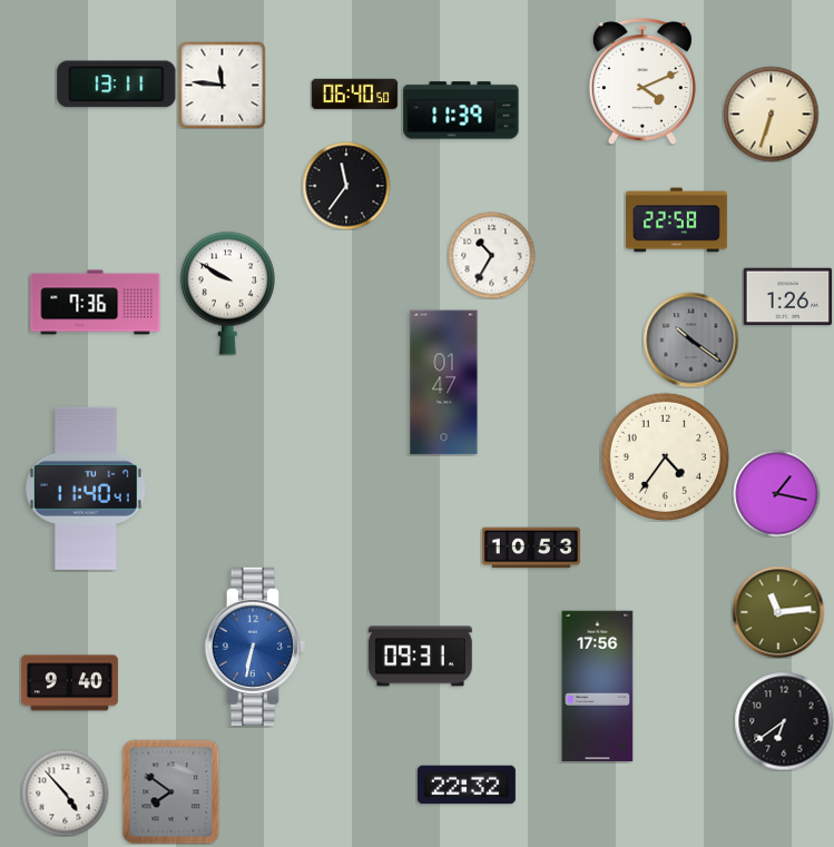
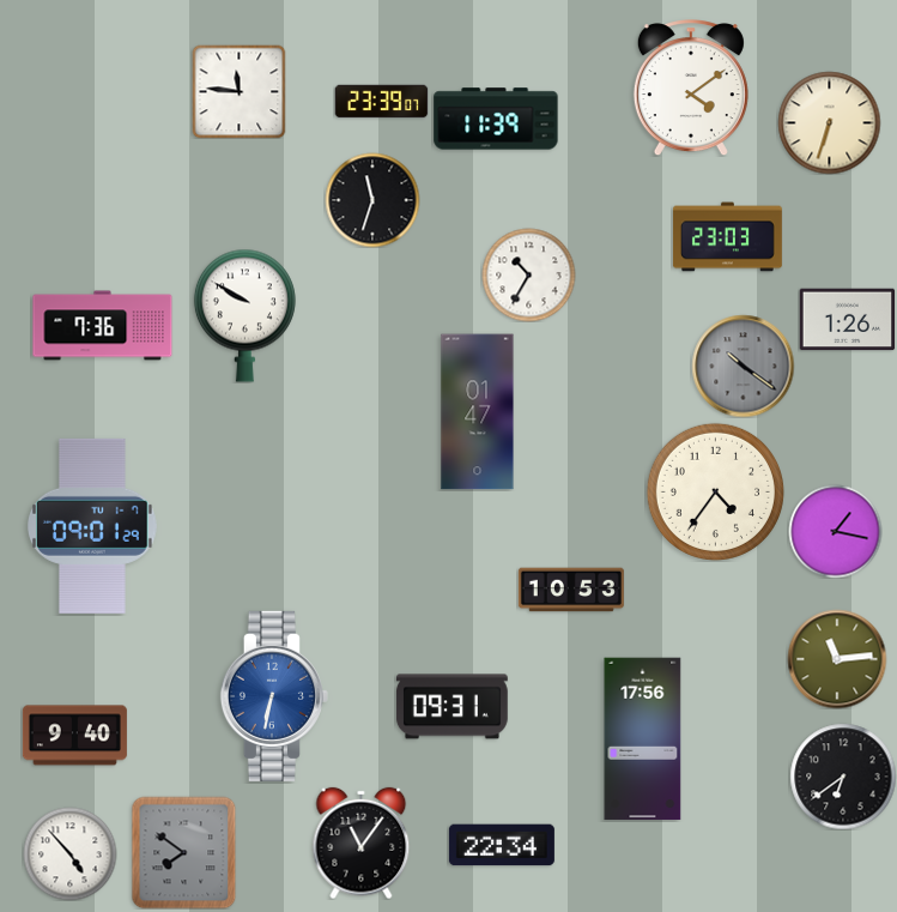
clock at (642, 81): 4:11 -> 4:09
clock at (117, 85): 13:11 -> none
clock at (354, 95): 06:40 -> 23:39
clock at (346, 186): 11:36 -> 11:33
clock at (676, 220): 22:58 -> 23:03
clock at (87, 489): 11:40 -> 09:01
clock at (362, 842): none -> 11:06
clock at (467, 785): 22:32 -> 22:34
